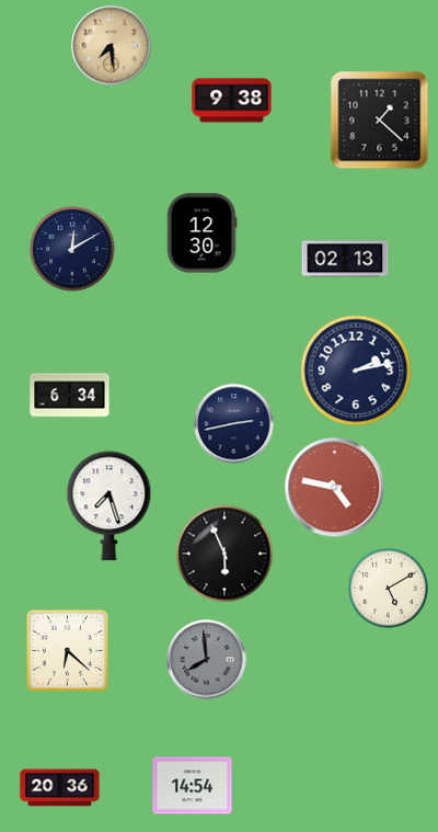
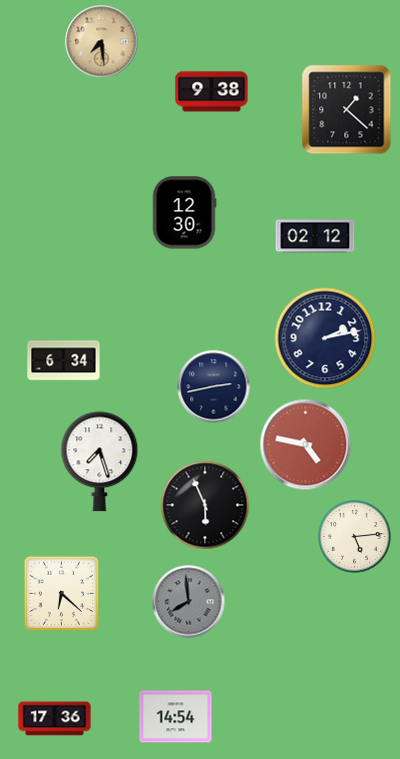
clock at (72, 249): 12:10 -> none
clock at (345, 259): 02:13 -> 02:12
clock at (389, 589): 5:10 -> 5:14
clock at (60, 788): 20:36 -> 17:36
